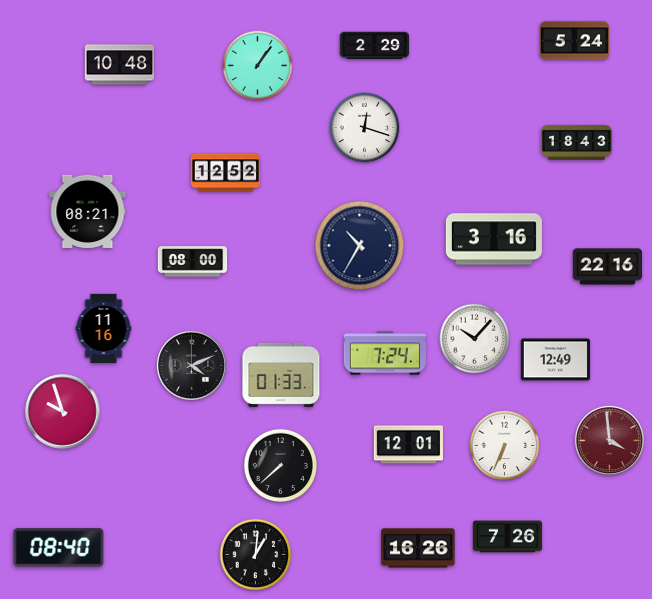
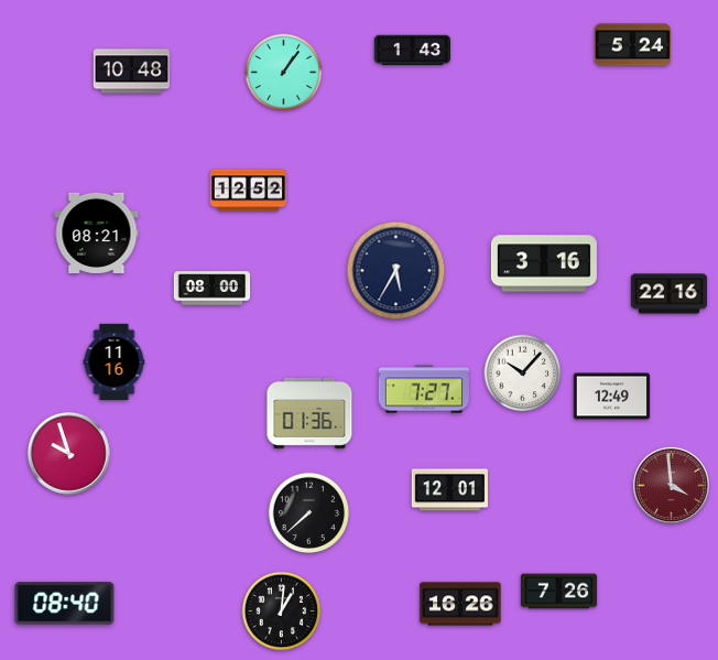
clock at (375, 46): 2:29 -> 1:43
clock at (365, 128): 12:18 -> none
clock at (576, 142): 18:43 -> none
clock at (360, 246): 10:35 -> 5:35
clock at (384, 353): 7:24 -> 7:27
clock at (191, 365): 4:11 -> none
clock at (281, 375): 01:33 -> 01:36
clock at (505, 446): 6:34 -> none
